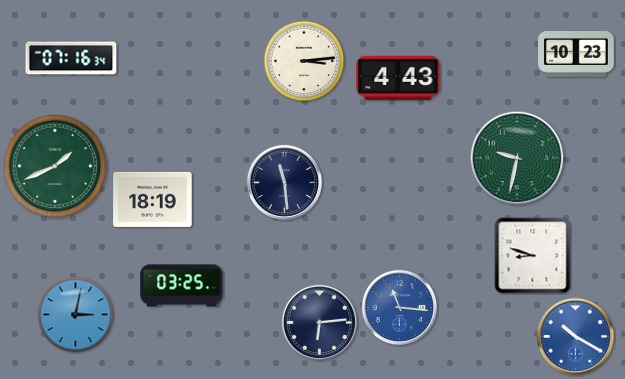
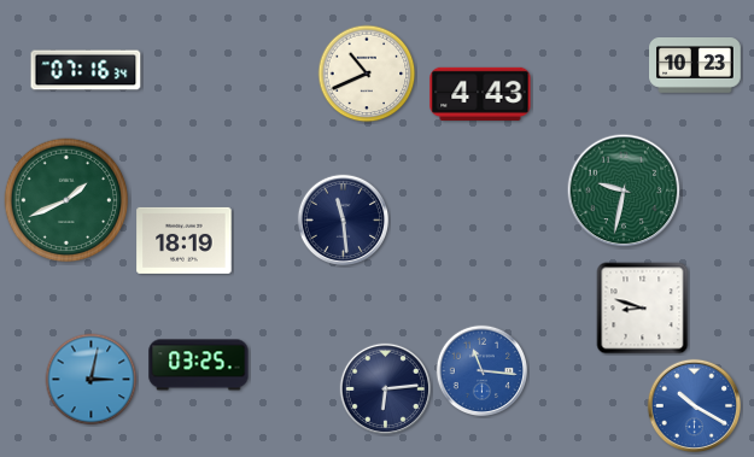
clock at (304, 61): 3:14 -> 10:41
clock at (182, 286) position: (182, 286) -> (199, 365)
